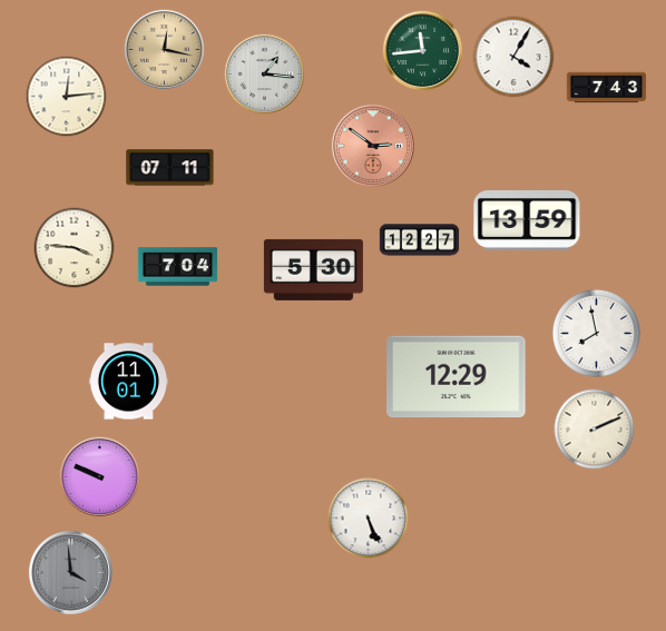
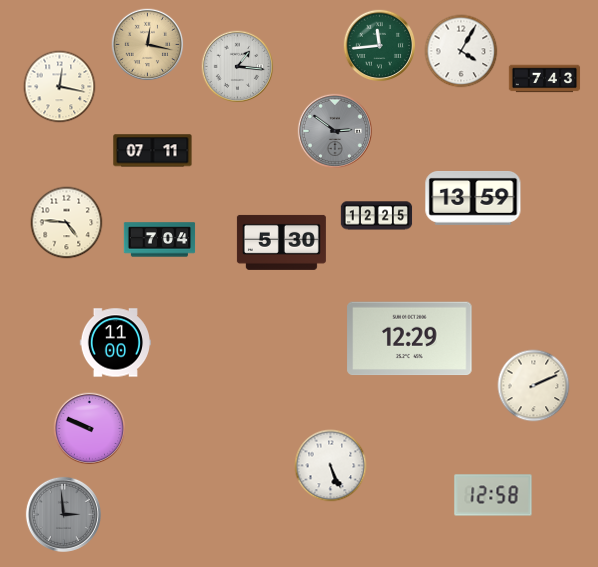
clock at (67, 97): 12:14 -> 12:17
clock at (373, 146) dial: salmon -> grey
clock at (420, 240): 12:27 -> 12:25
clock at (75, 248): 3:46 -> 4:46
clock at (596, 333): 7:58 -> none
clock at (128, 382): 11:01 -> 11:00
clock at (493, 495): none -> 12:58
clock at (70, 572): 3:59 -> 2:59
